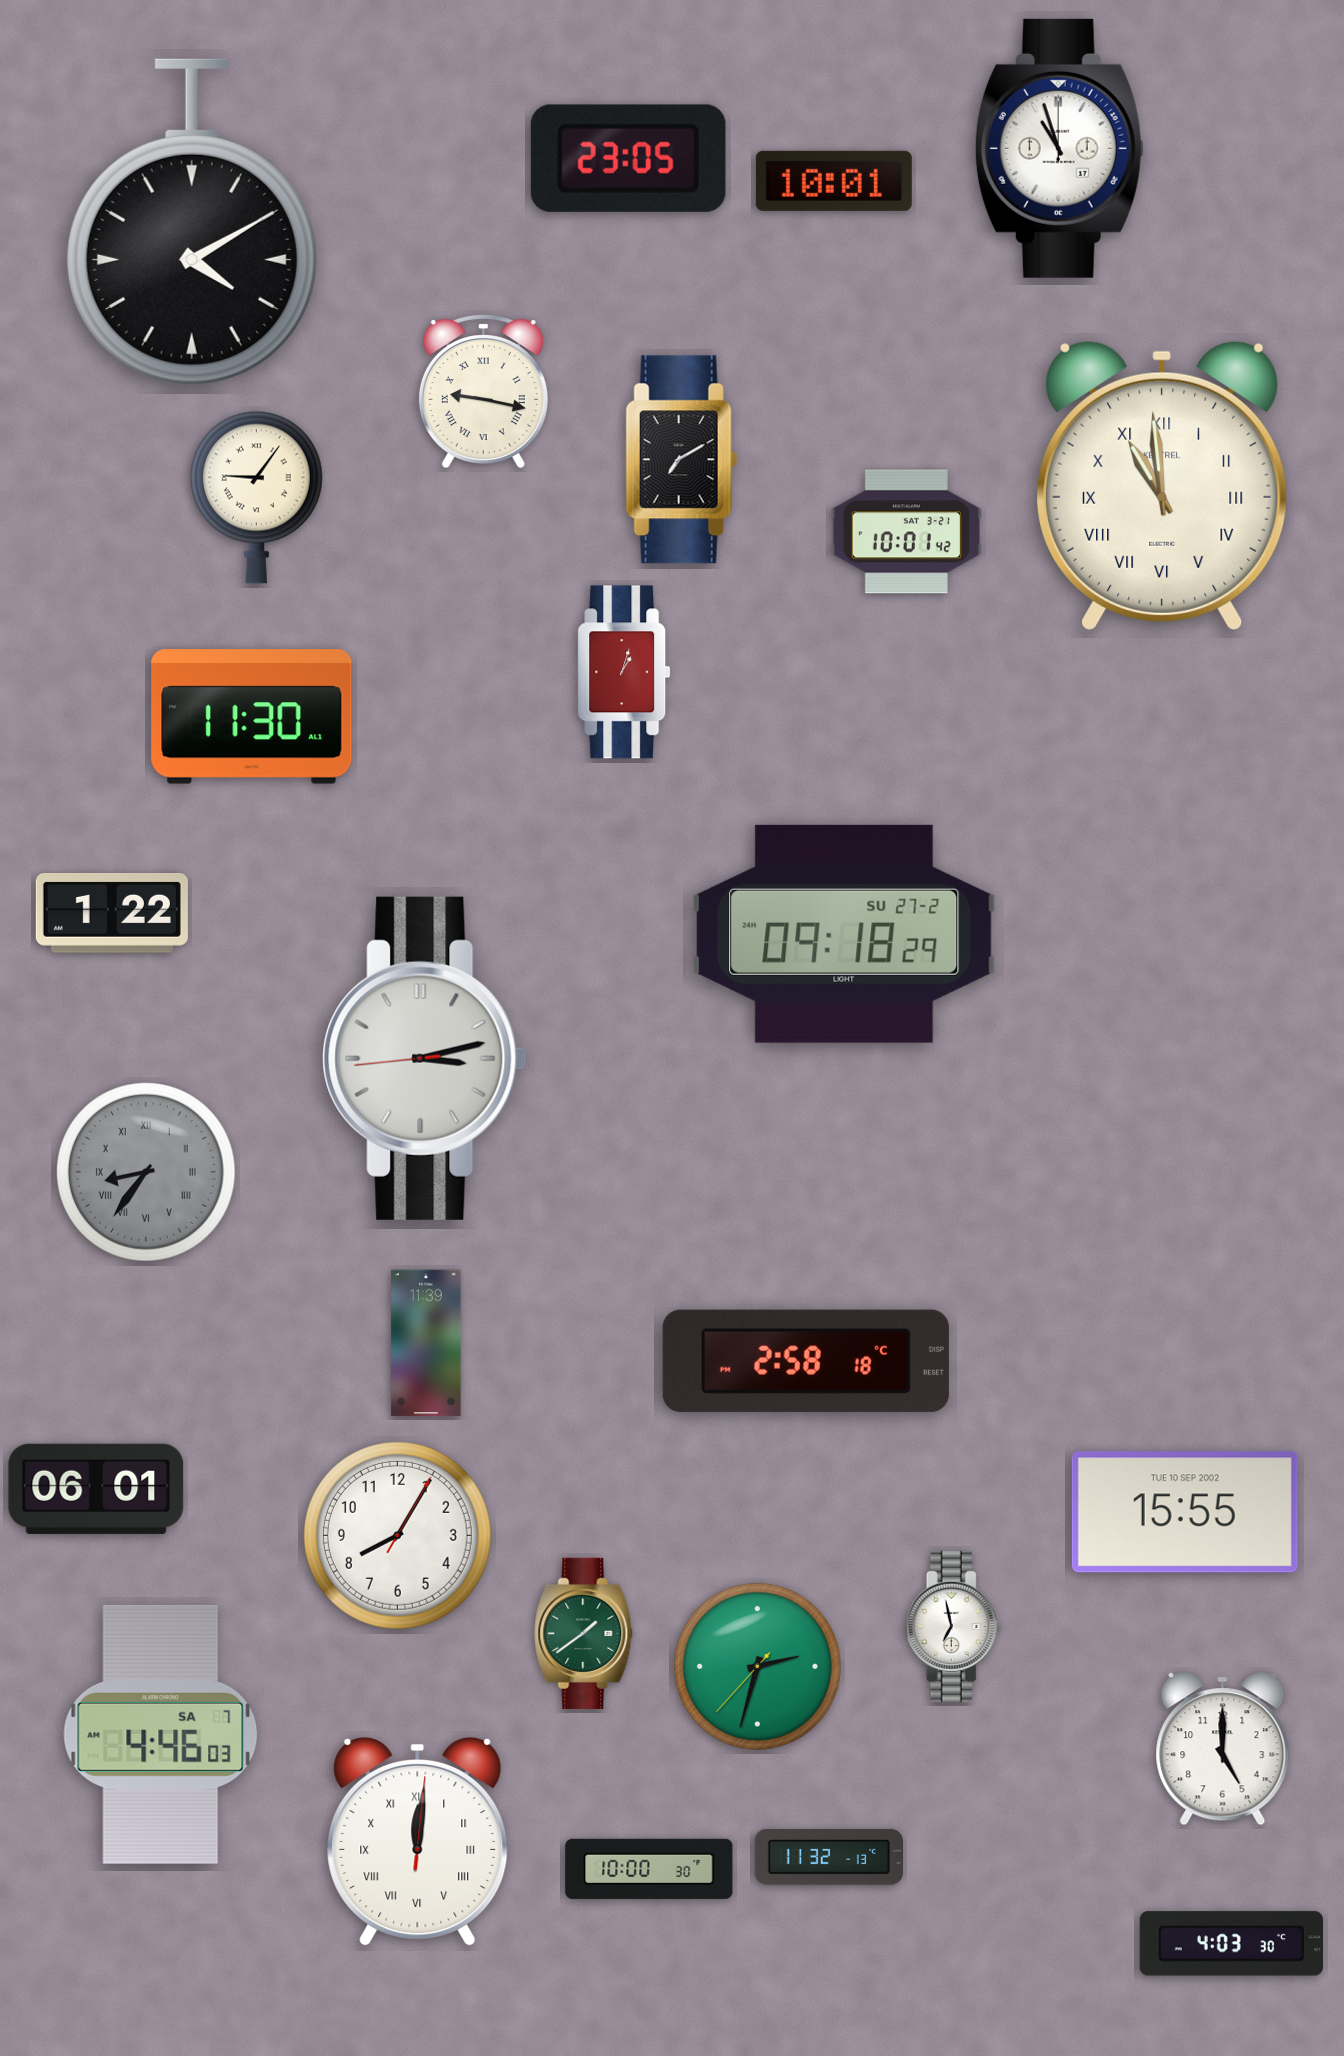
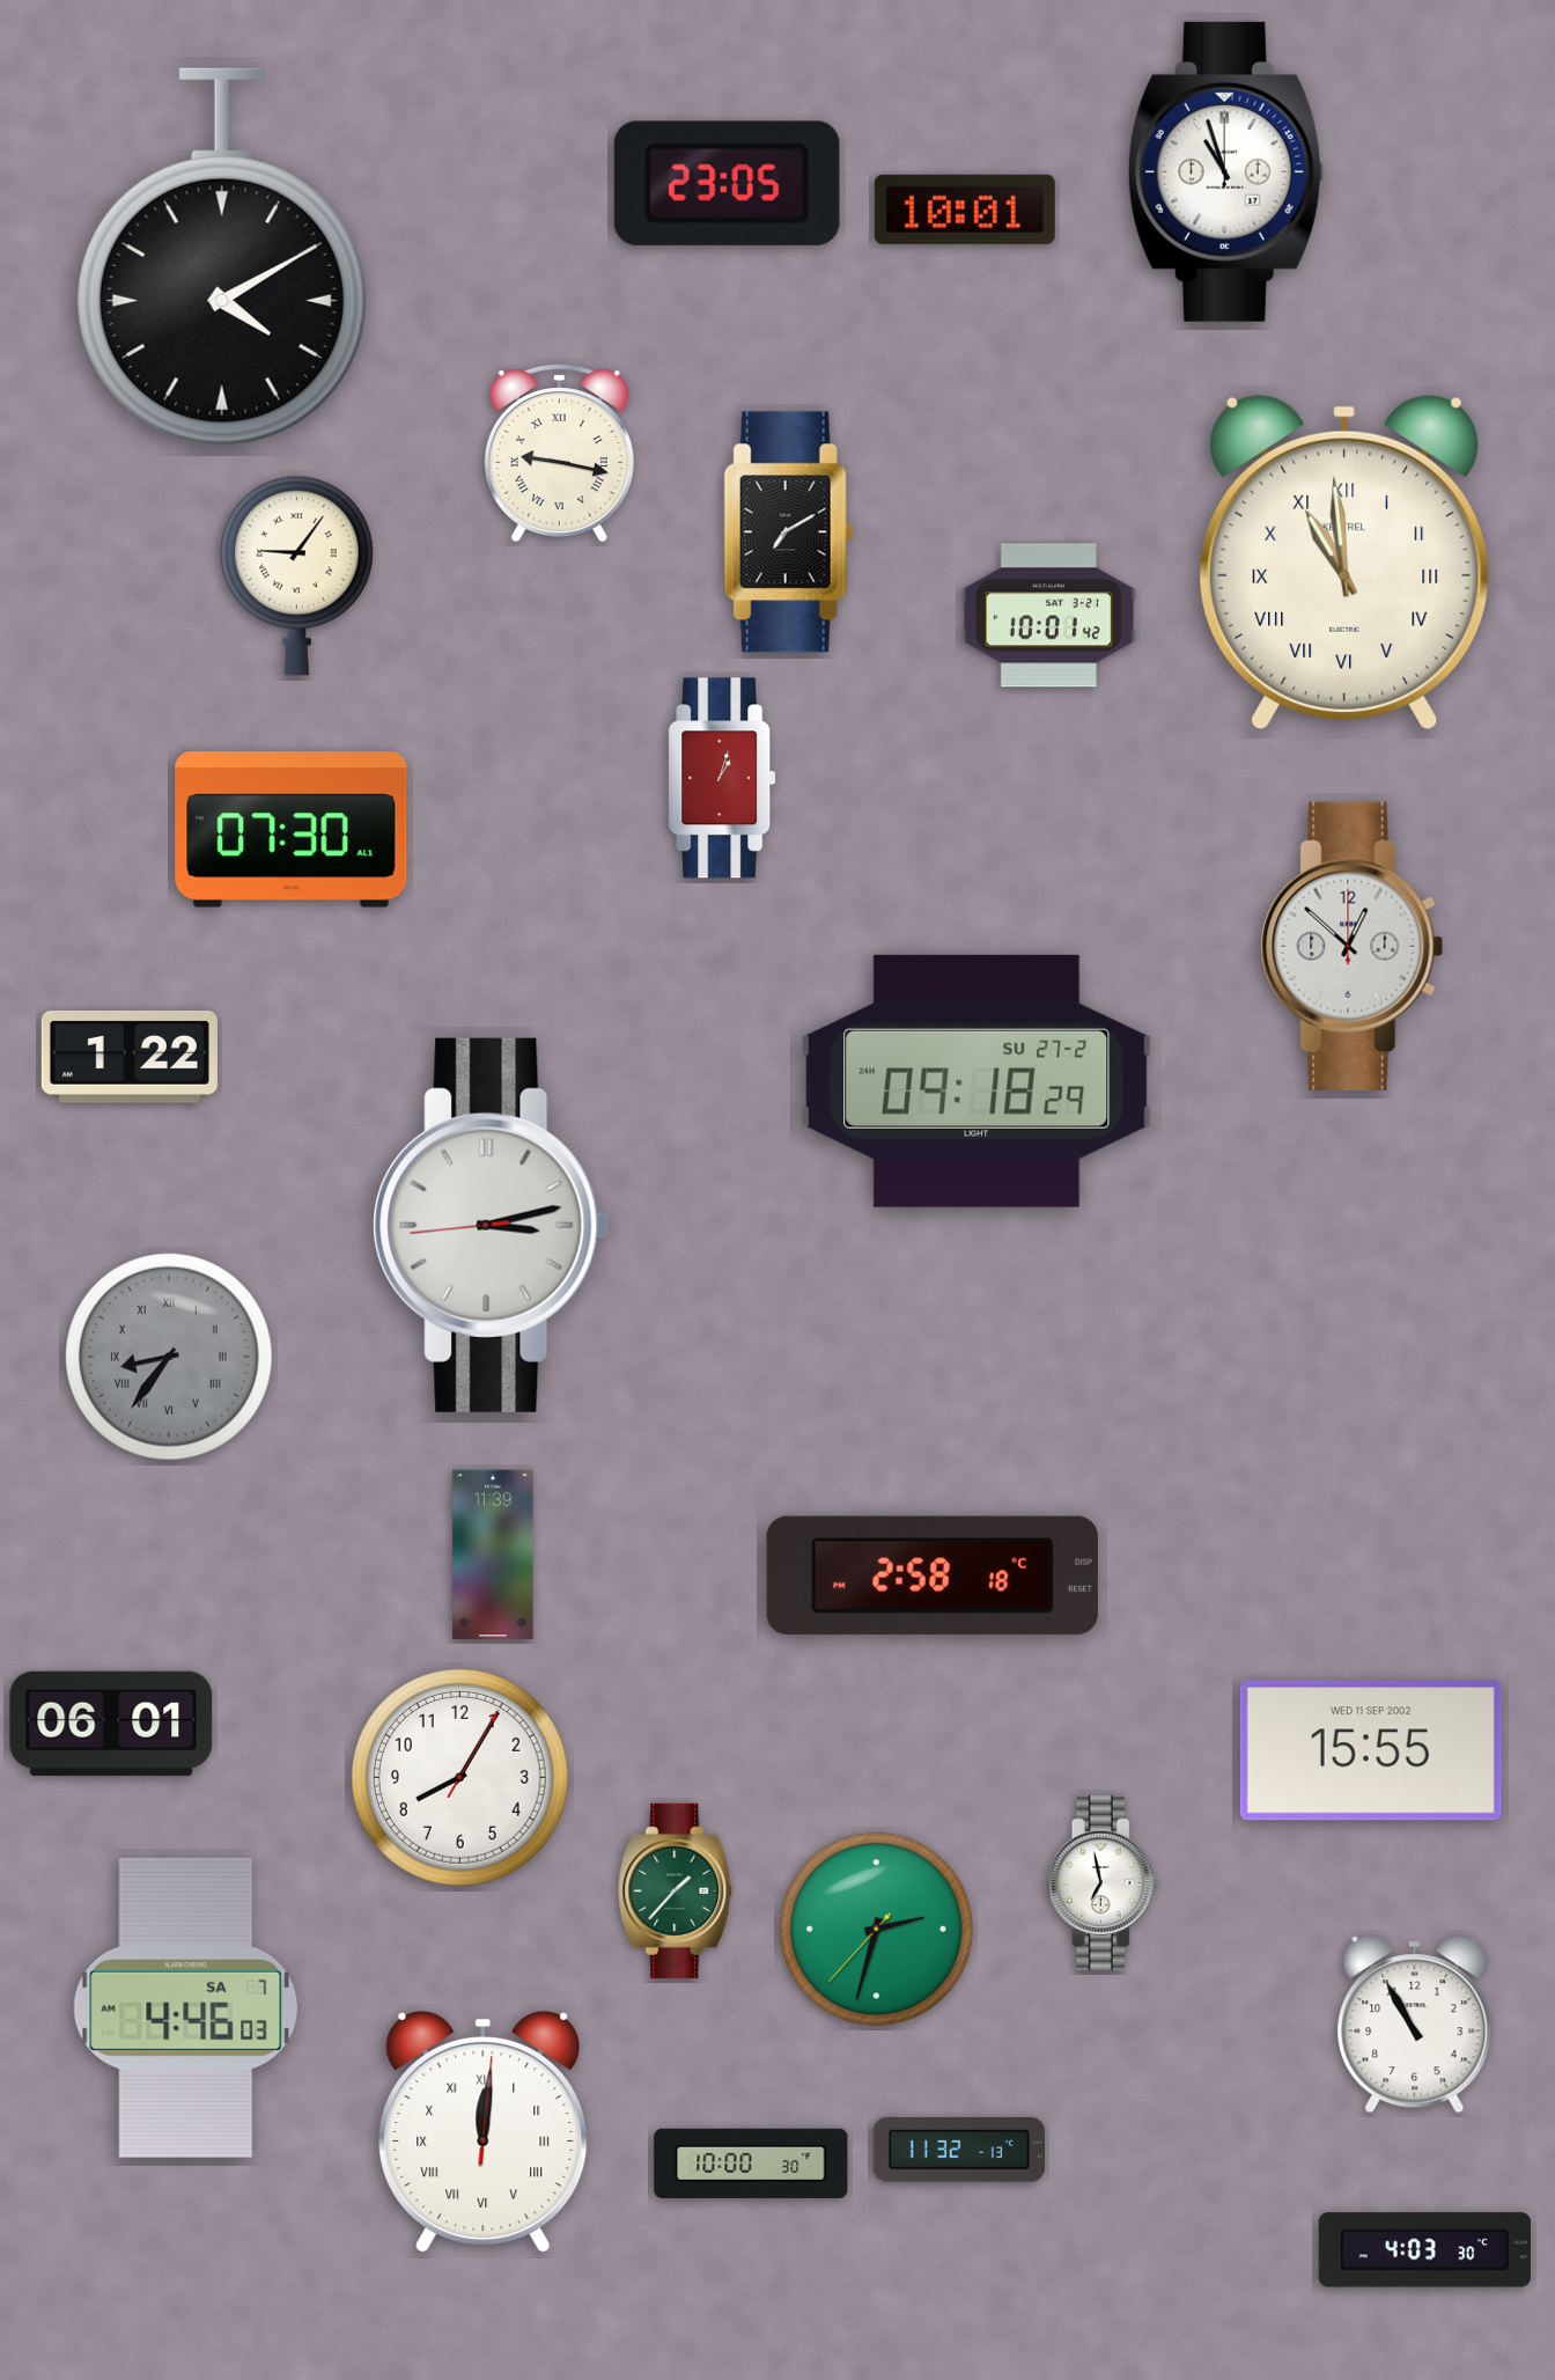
clock at (252, 717): 11:30 -> 07:30
clock at (1353, 946): none -> 12:52
clock at (1185, 1512) date: TUE 10 SEP 2002 -> WED 11 SEP 2002
clock at (584, 1633): 1:39 -> 1:37
clock at (1223, 1749): 5:00 -> 10:55
